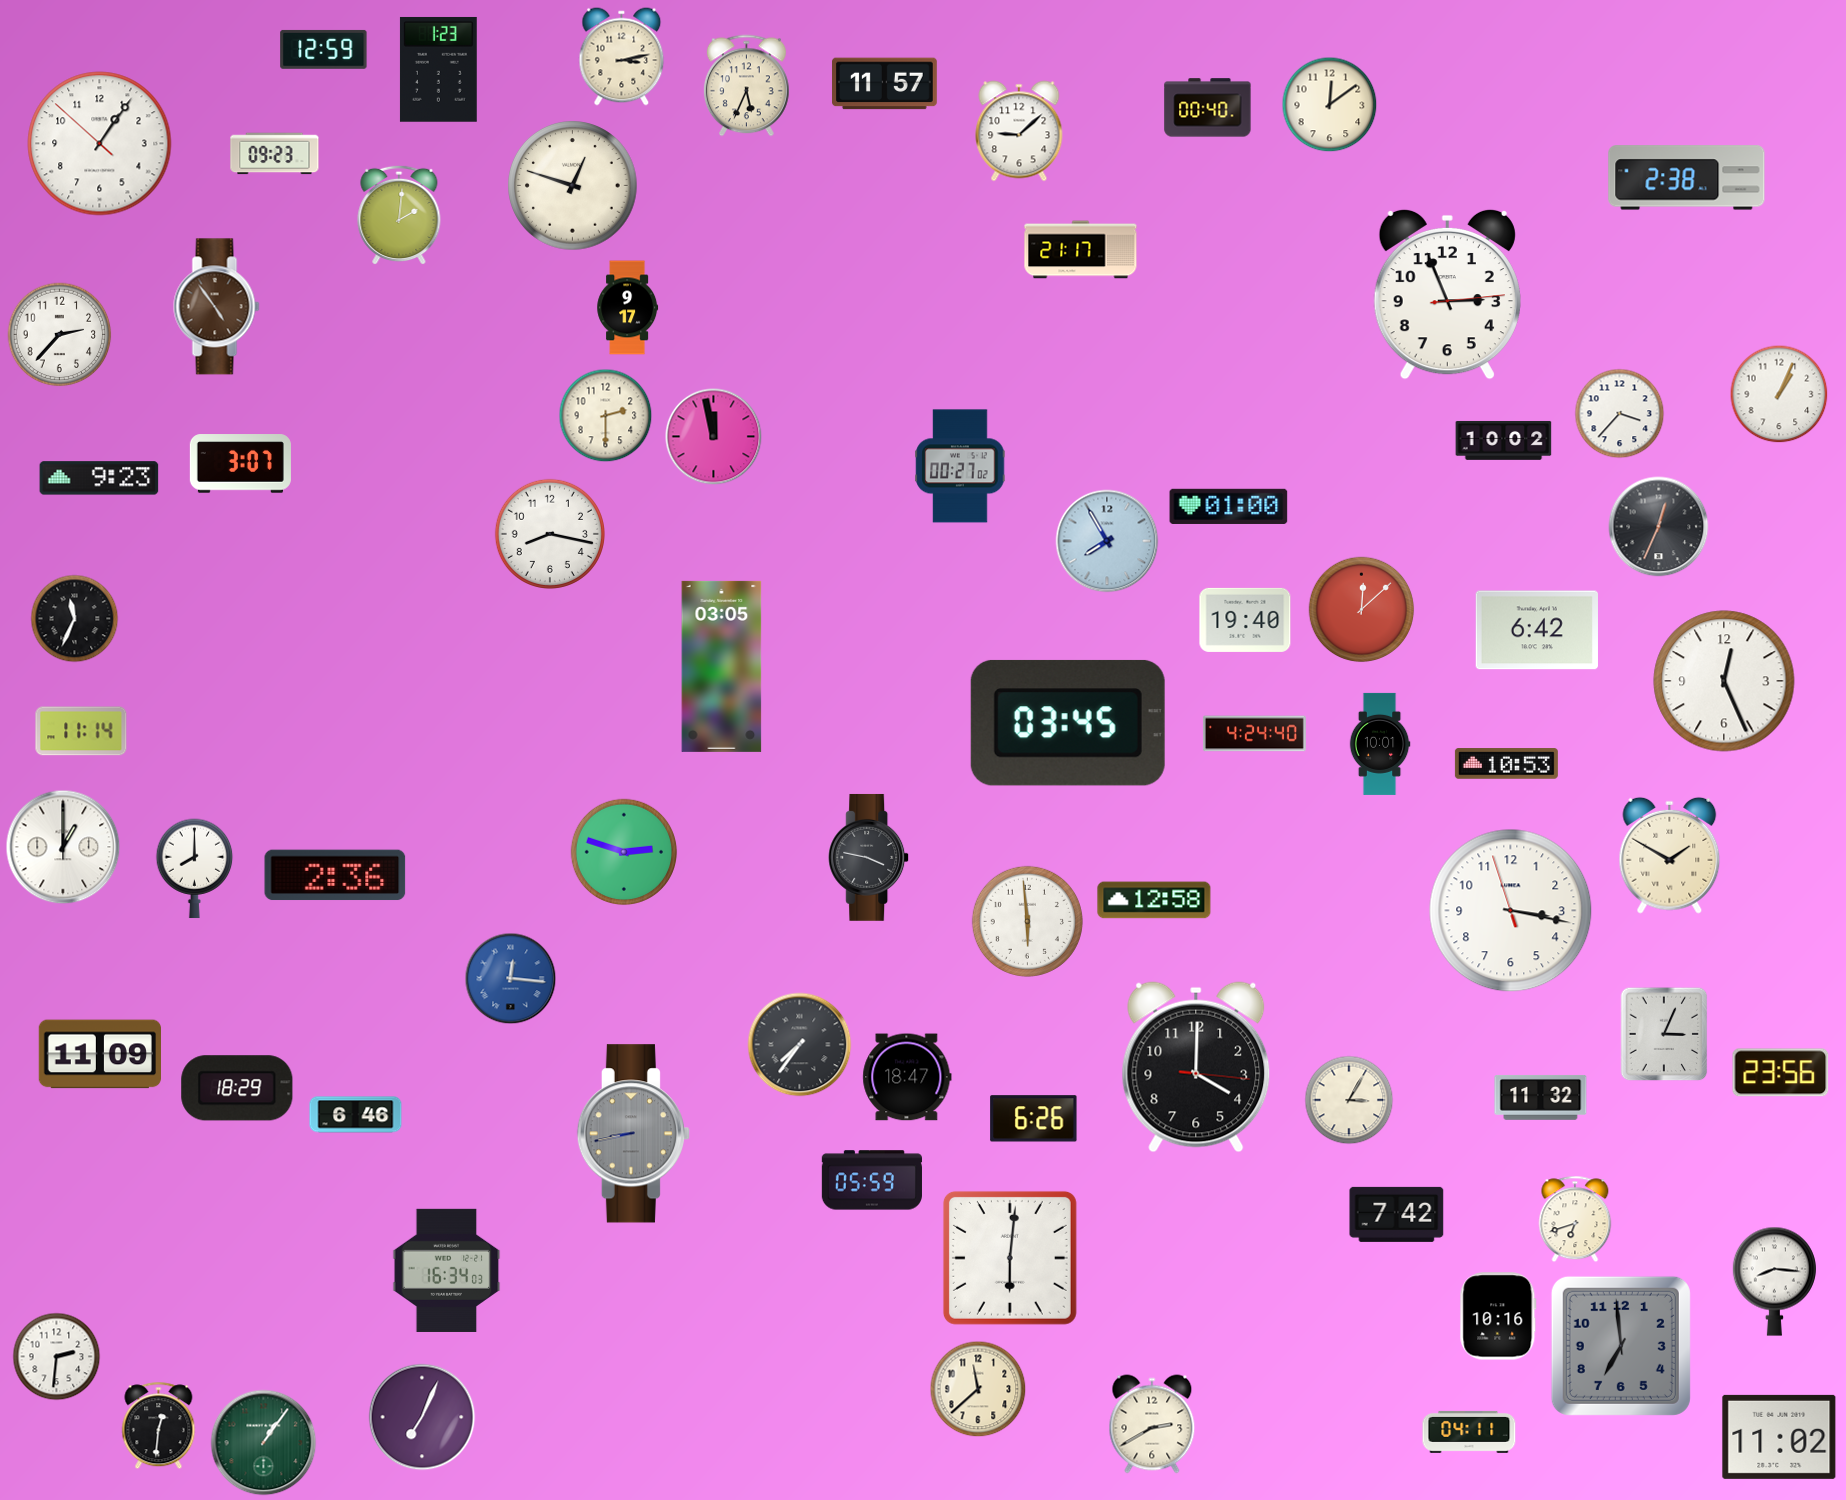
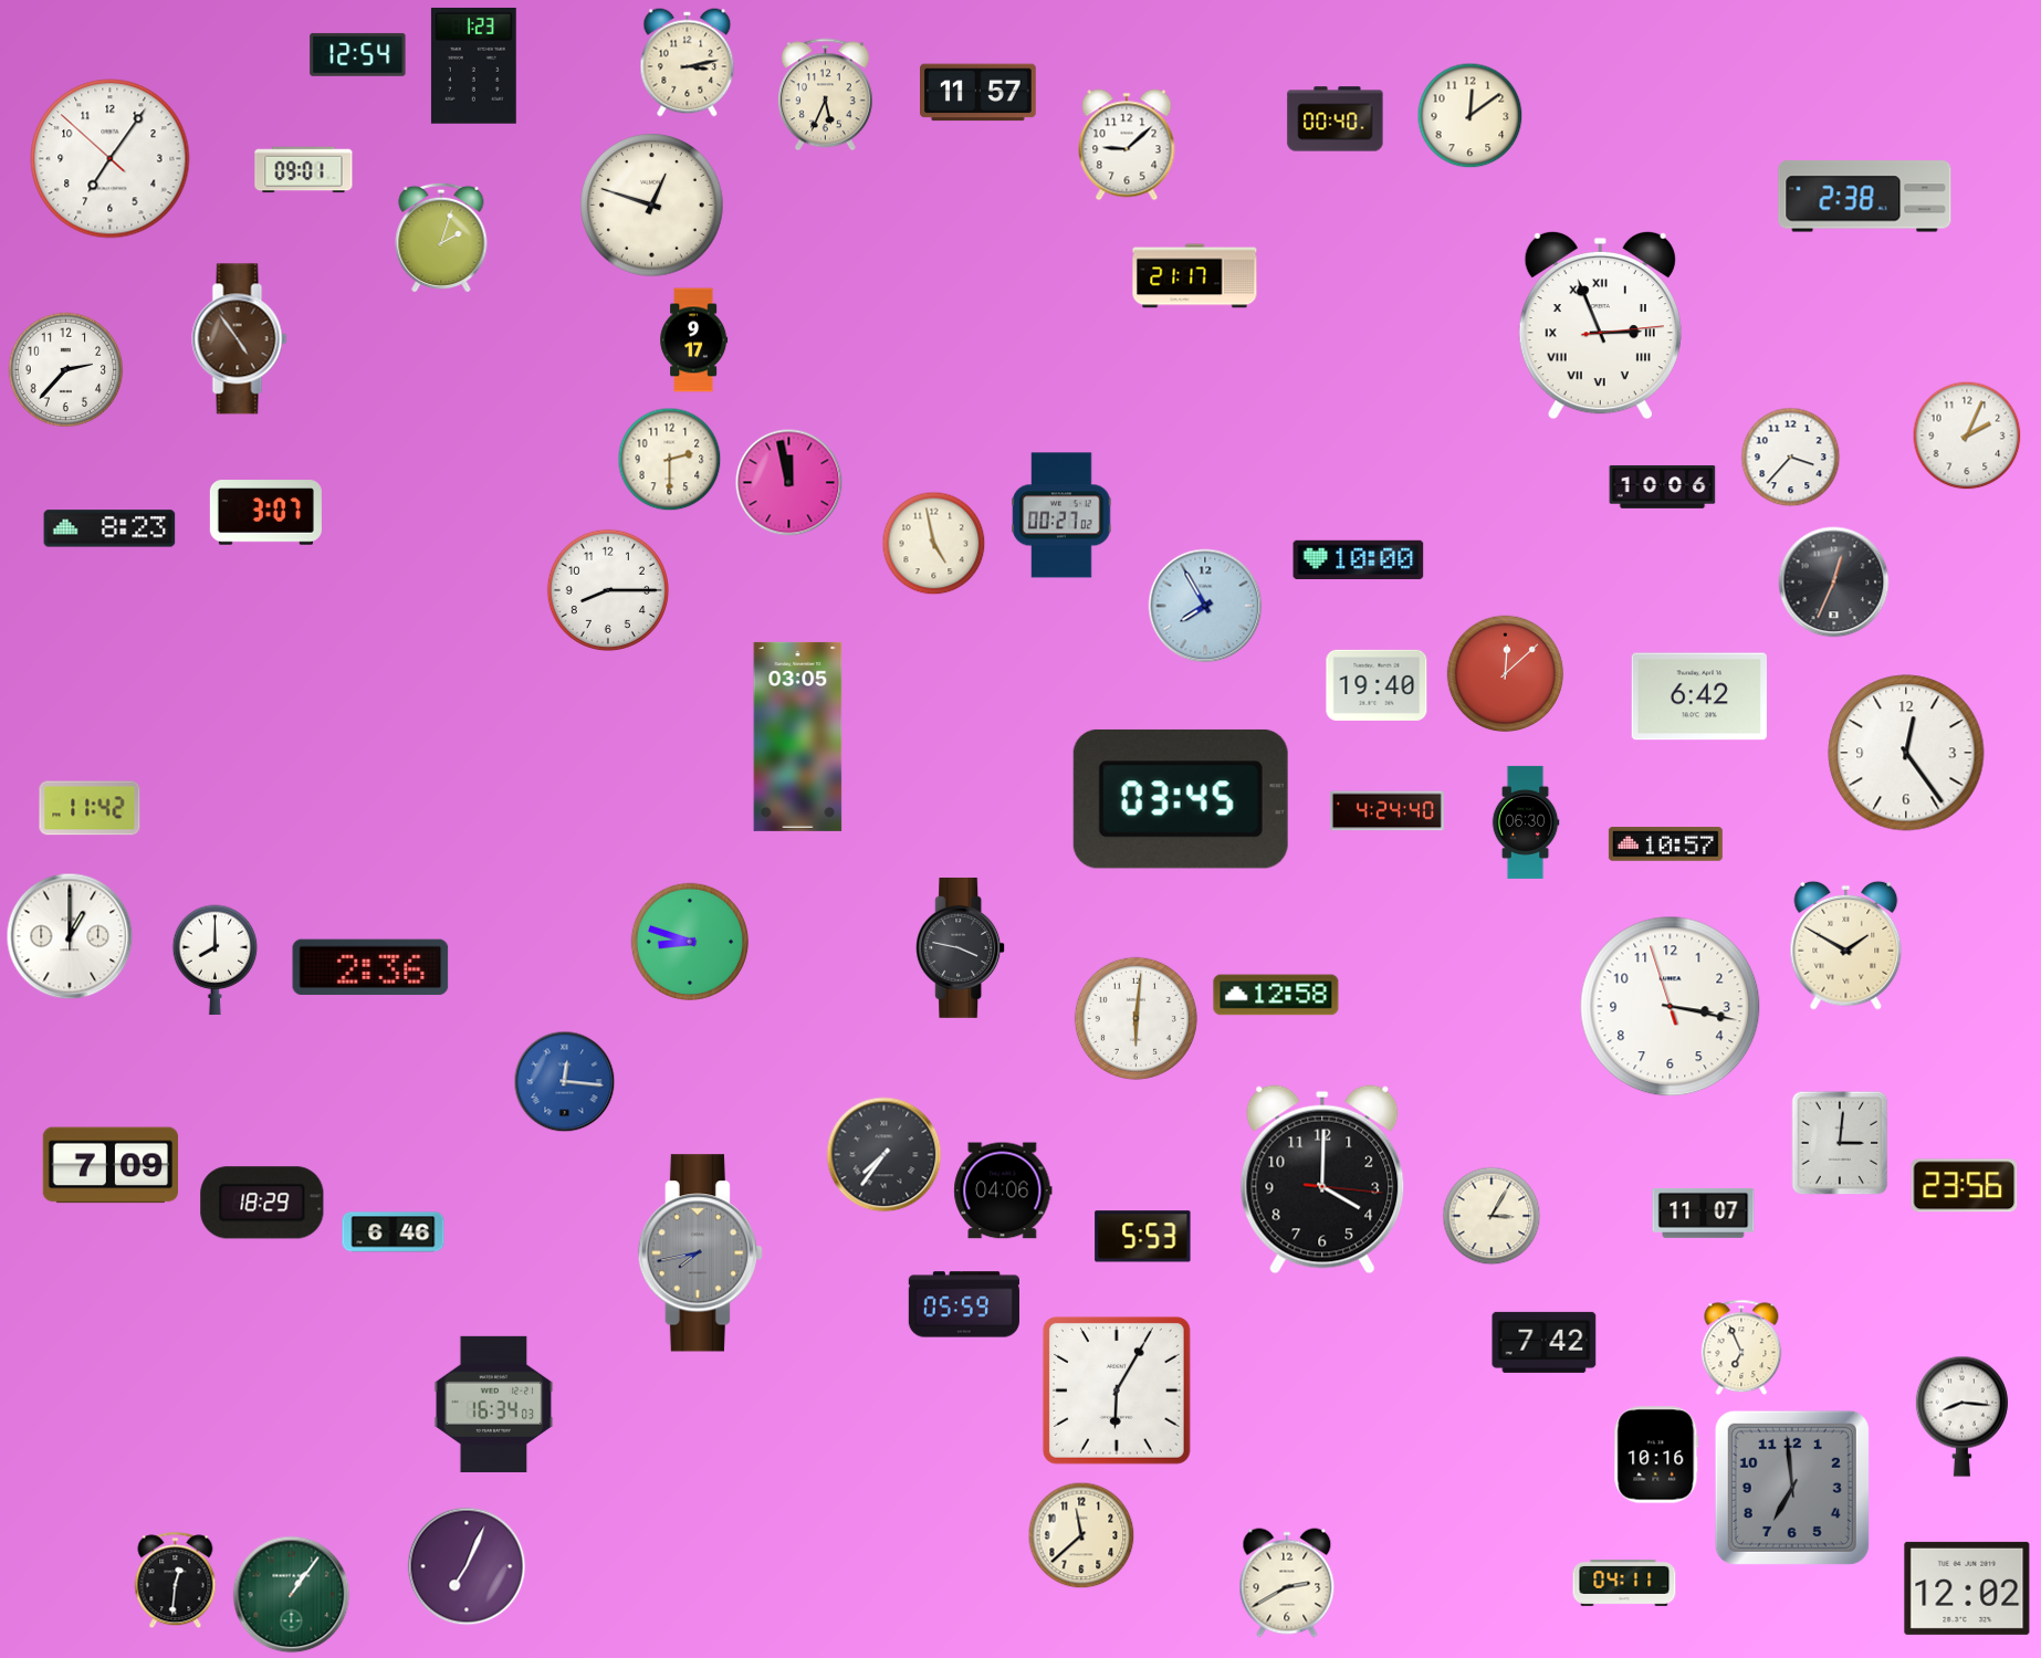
clock at (324, 49): 12:59 -> 12:54
clock at (438, 69) position: (438, 69) -> (473, 65)
clock at (100, 144): 1:05 -> 7:05
clock at (275, 154): 09:23 -> 09:01
clock at (573, 186) position: (573, 186) -> (652, 206)
clock at (399, 215): 2:01 -> 2:03
clock at (1447, 294) numerals: Arabic -> Roman
clock at (1779, 394): 1:04 -> 2:04
clock at (1504, 440): 10:02 -> 10:06
clock at (99, 478): 9:23 -> 8:23
clock at (934, 544): none -> 4:58
clock at (1229, 506): 01:00 -> 10:00
clock at (550, 534): 8:17 -> 8:15
clock at (1107, 541) position: (1107, 541) -> (1205, 606)
clock at (75, 619): 11:34 -> none
clock at (1724, 681): 12:26 -> 12:24
clock at (81, 731): 11:14 -> 11:42
clock at (1380, 744): 10:01 -> 06:30
clock at (1506, 764): 10:53 -> 10:57
clock at (624, 852): 2:48 -> 8:48
clock at (1027, 921): 5:59 -> 6:01
clock at (1664, 1034): 3:04 -> 3:01
clock at (99, 1054): 11:09 -> 7:09
clock at (1781, 1073) position: (1781, 1073) -> (1965, 1186)
clock at (907, 1077): 18:47 -> 04:06
clock at (1541, 1097): 11:32 -> 11:07
clock at (1034, 1119): 6:26 -> 5:53
clock at (633, 1134): 8:43 -> 7:43
clock at (1575, 1219): 6:42 -> 6:56
clock at (1010, 1258): 6:01 -> 6:05
clock at (57, 1357): 2:31 -> none
clock at (1152, 1424) position: (1152, 1424) -> (1287, 1583)
clock at (159, 1426) position: (159, 1426) -> (176, 1581)
clock at (1779, 1437): 11:02 -> 12:02
